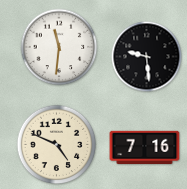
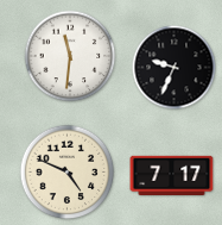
clock at (147, 57): 9:29 -> 9:34
clock at (145, 147): 7:16 -> 7:17
